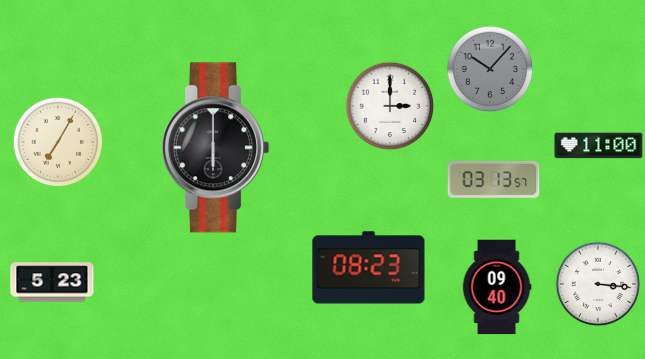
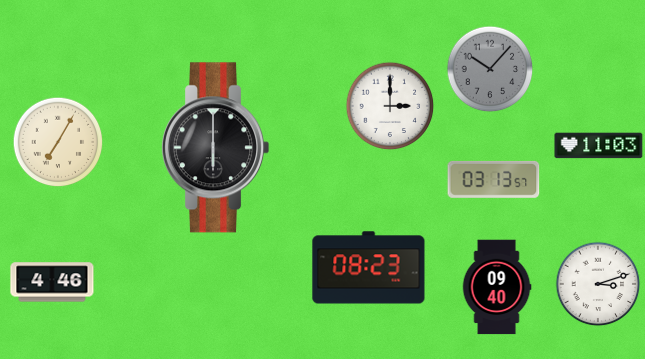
clock at (599, 146): 11:00 -> 11:03
clock at (52, 282): 5:23 -> 4:46
clock at (598, 284): 3:16 -> 3:12
